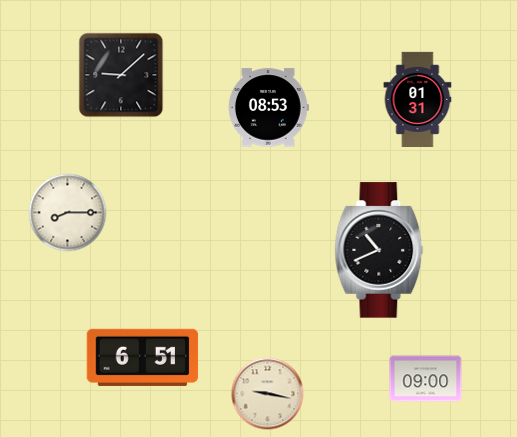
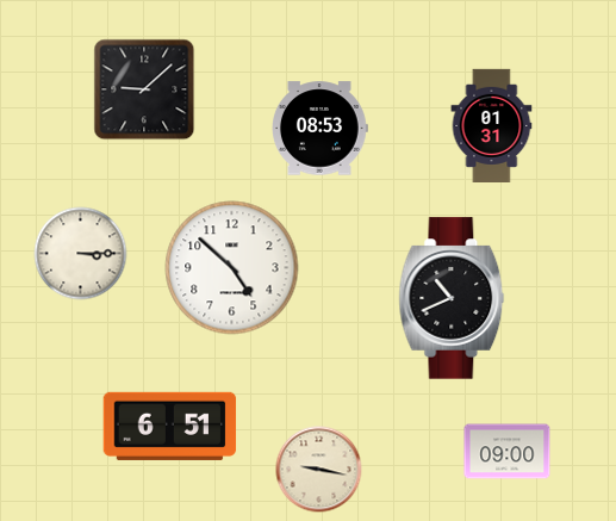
clock at (418, 99) position: (418, 99) -> (492, 125)
clock at (68, 213): 8:15 -> 3:15
clock at (232, 268): none -> 4:52
